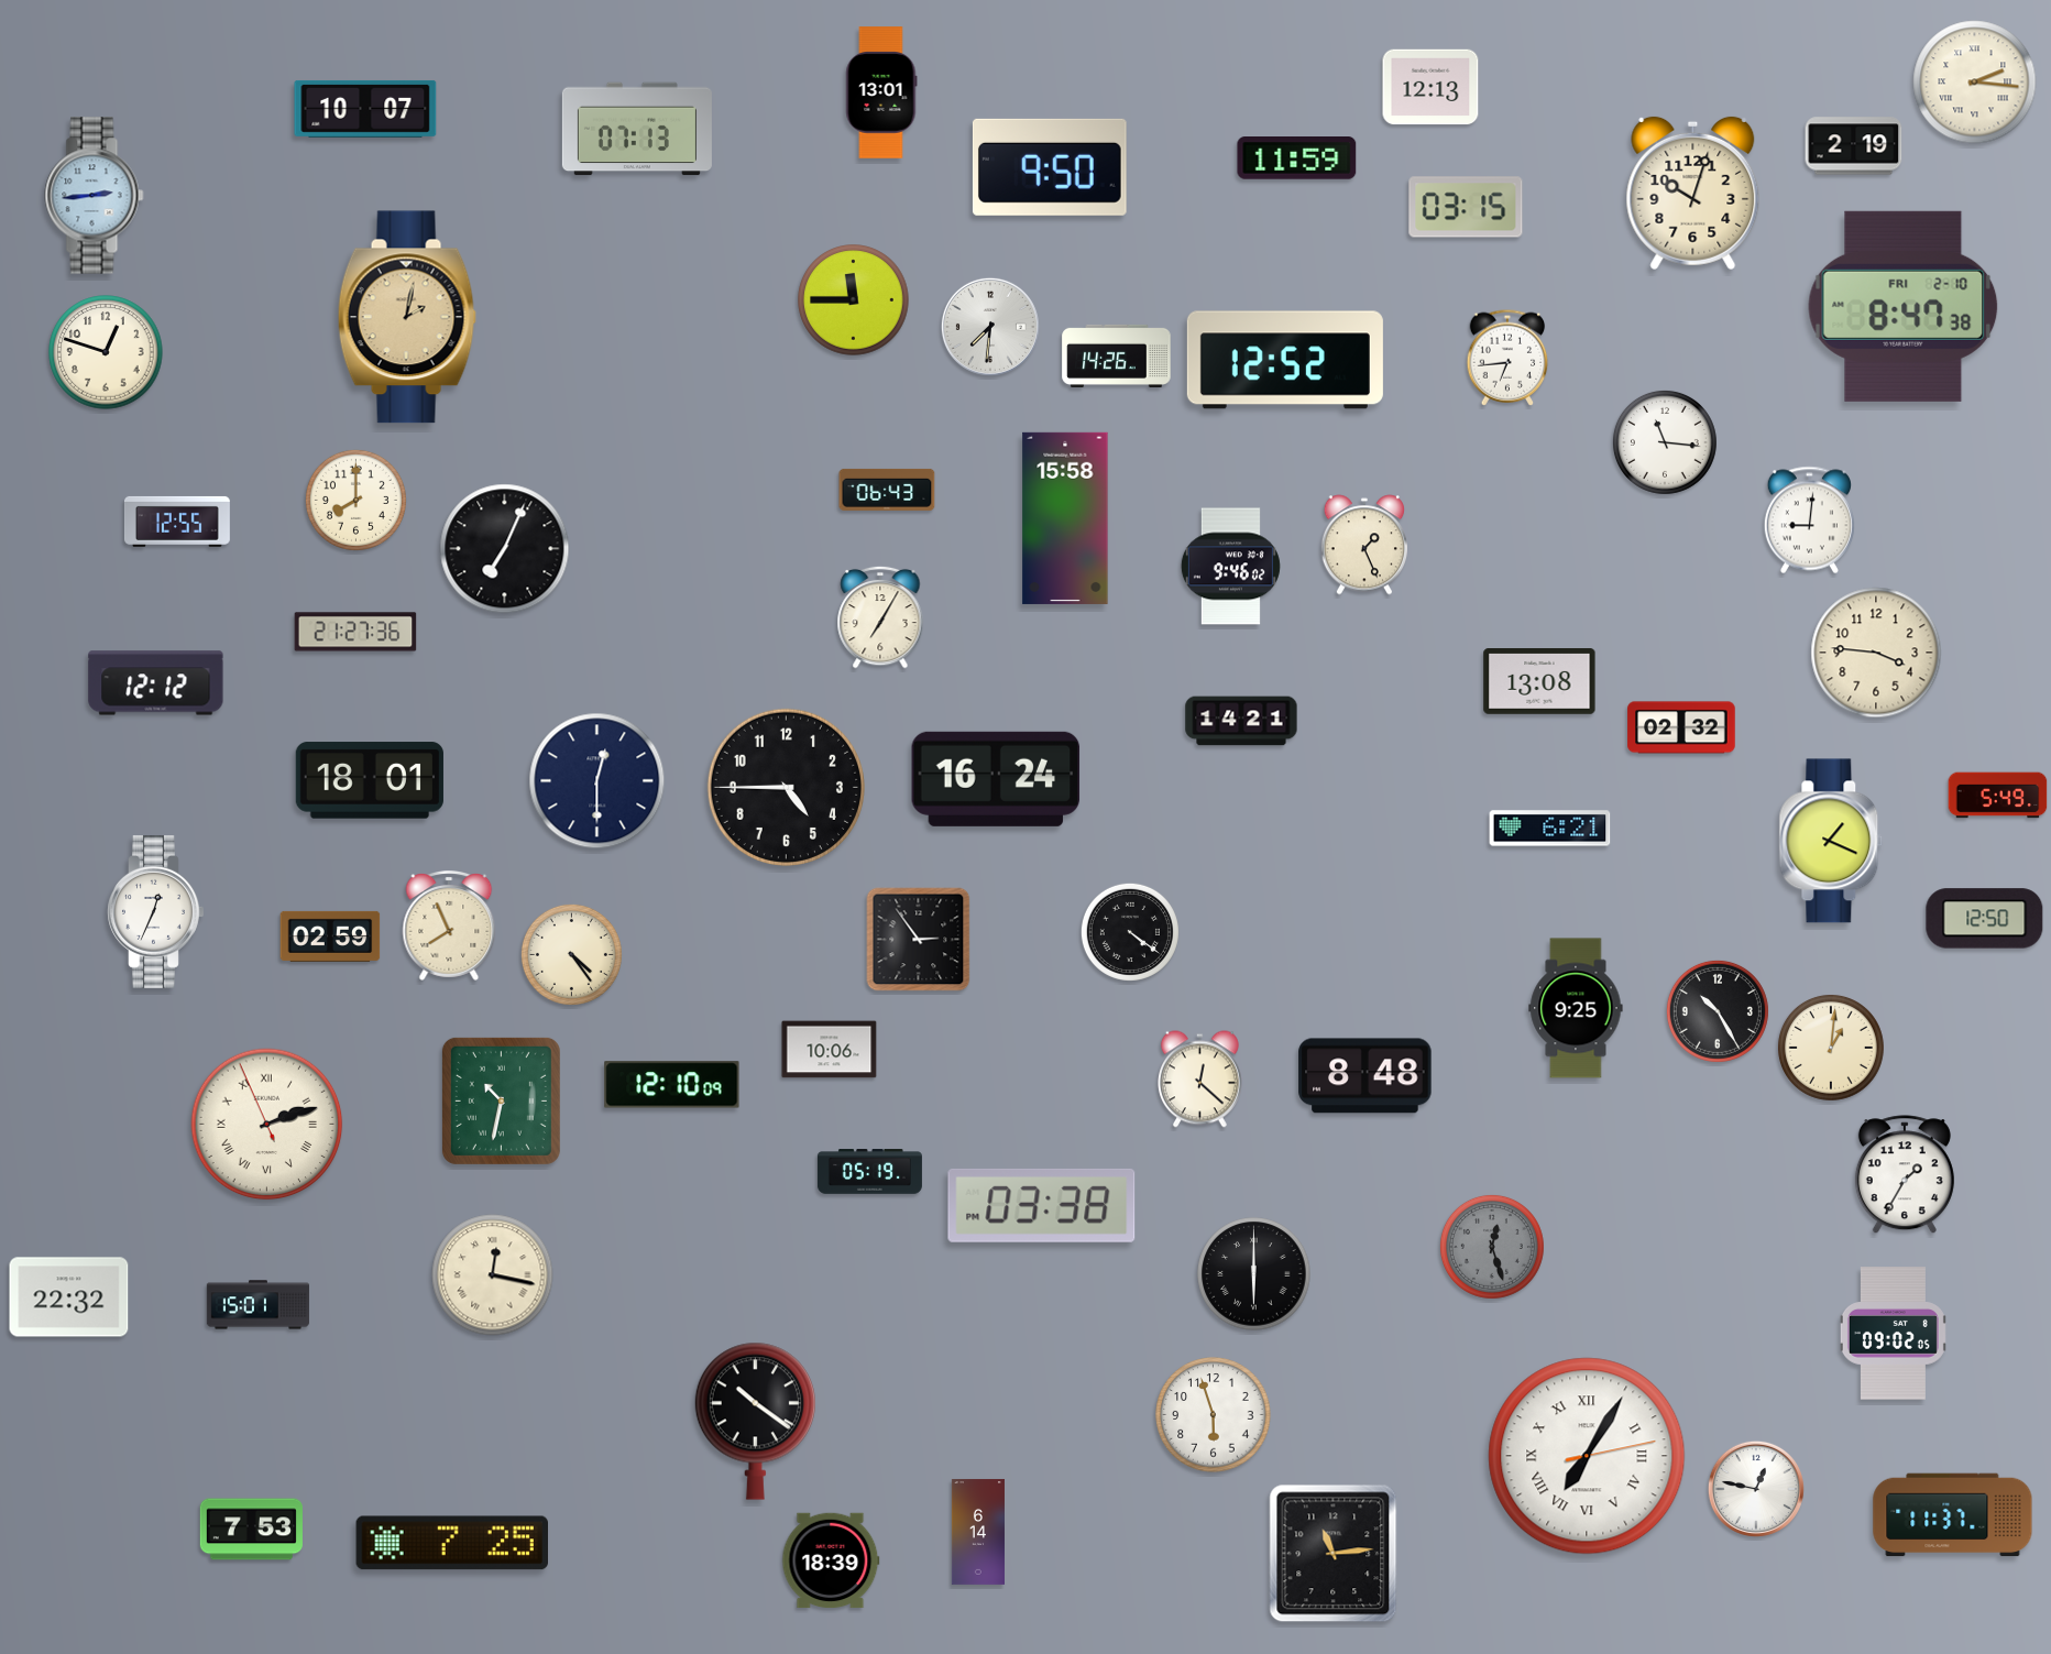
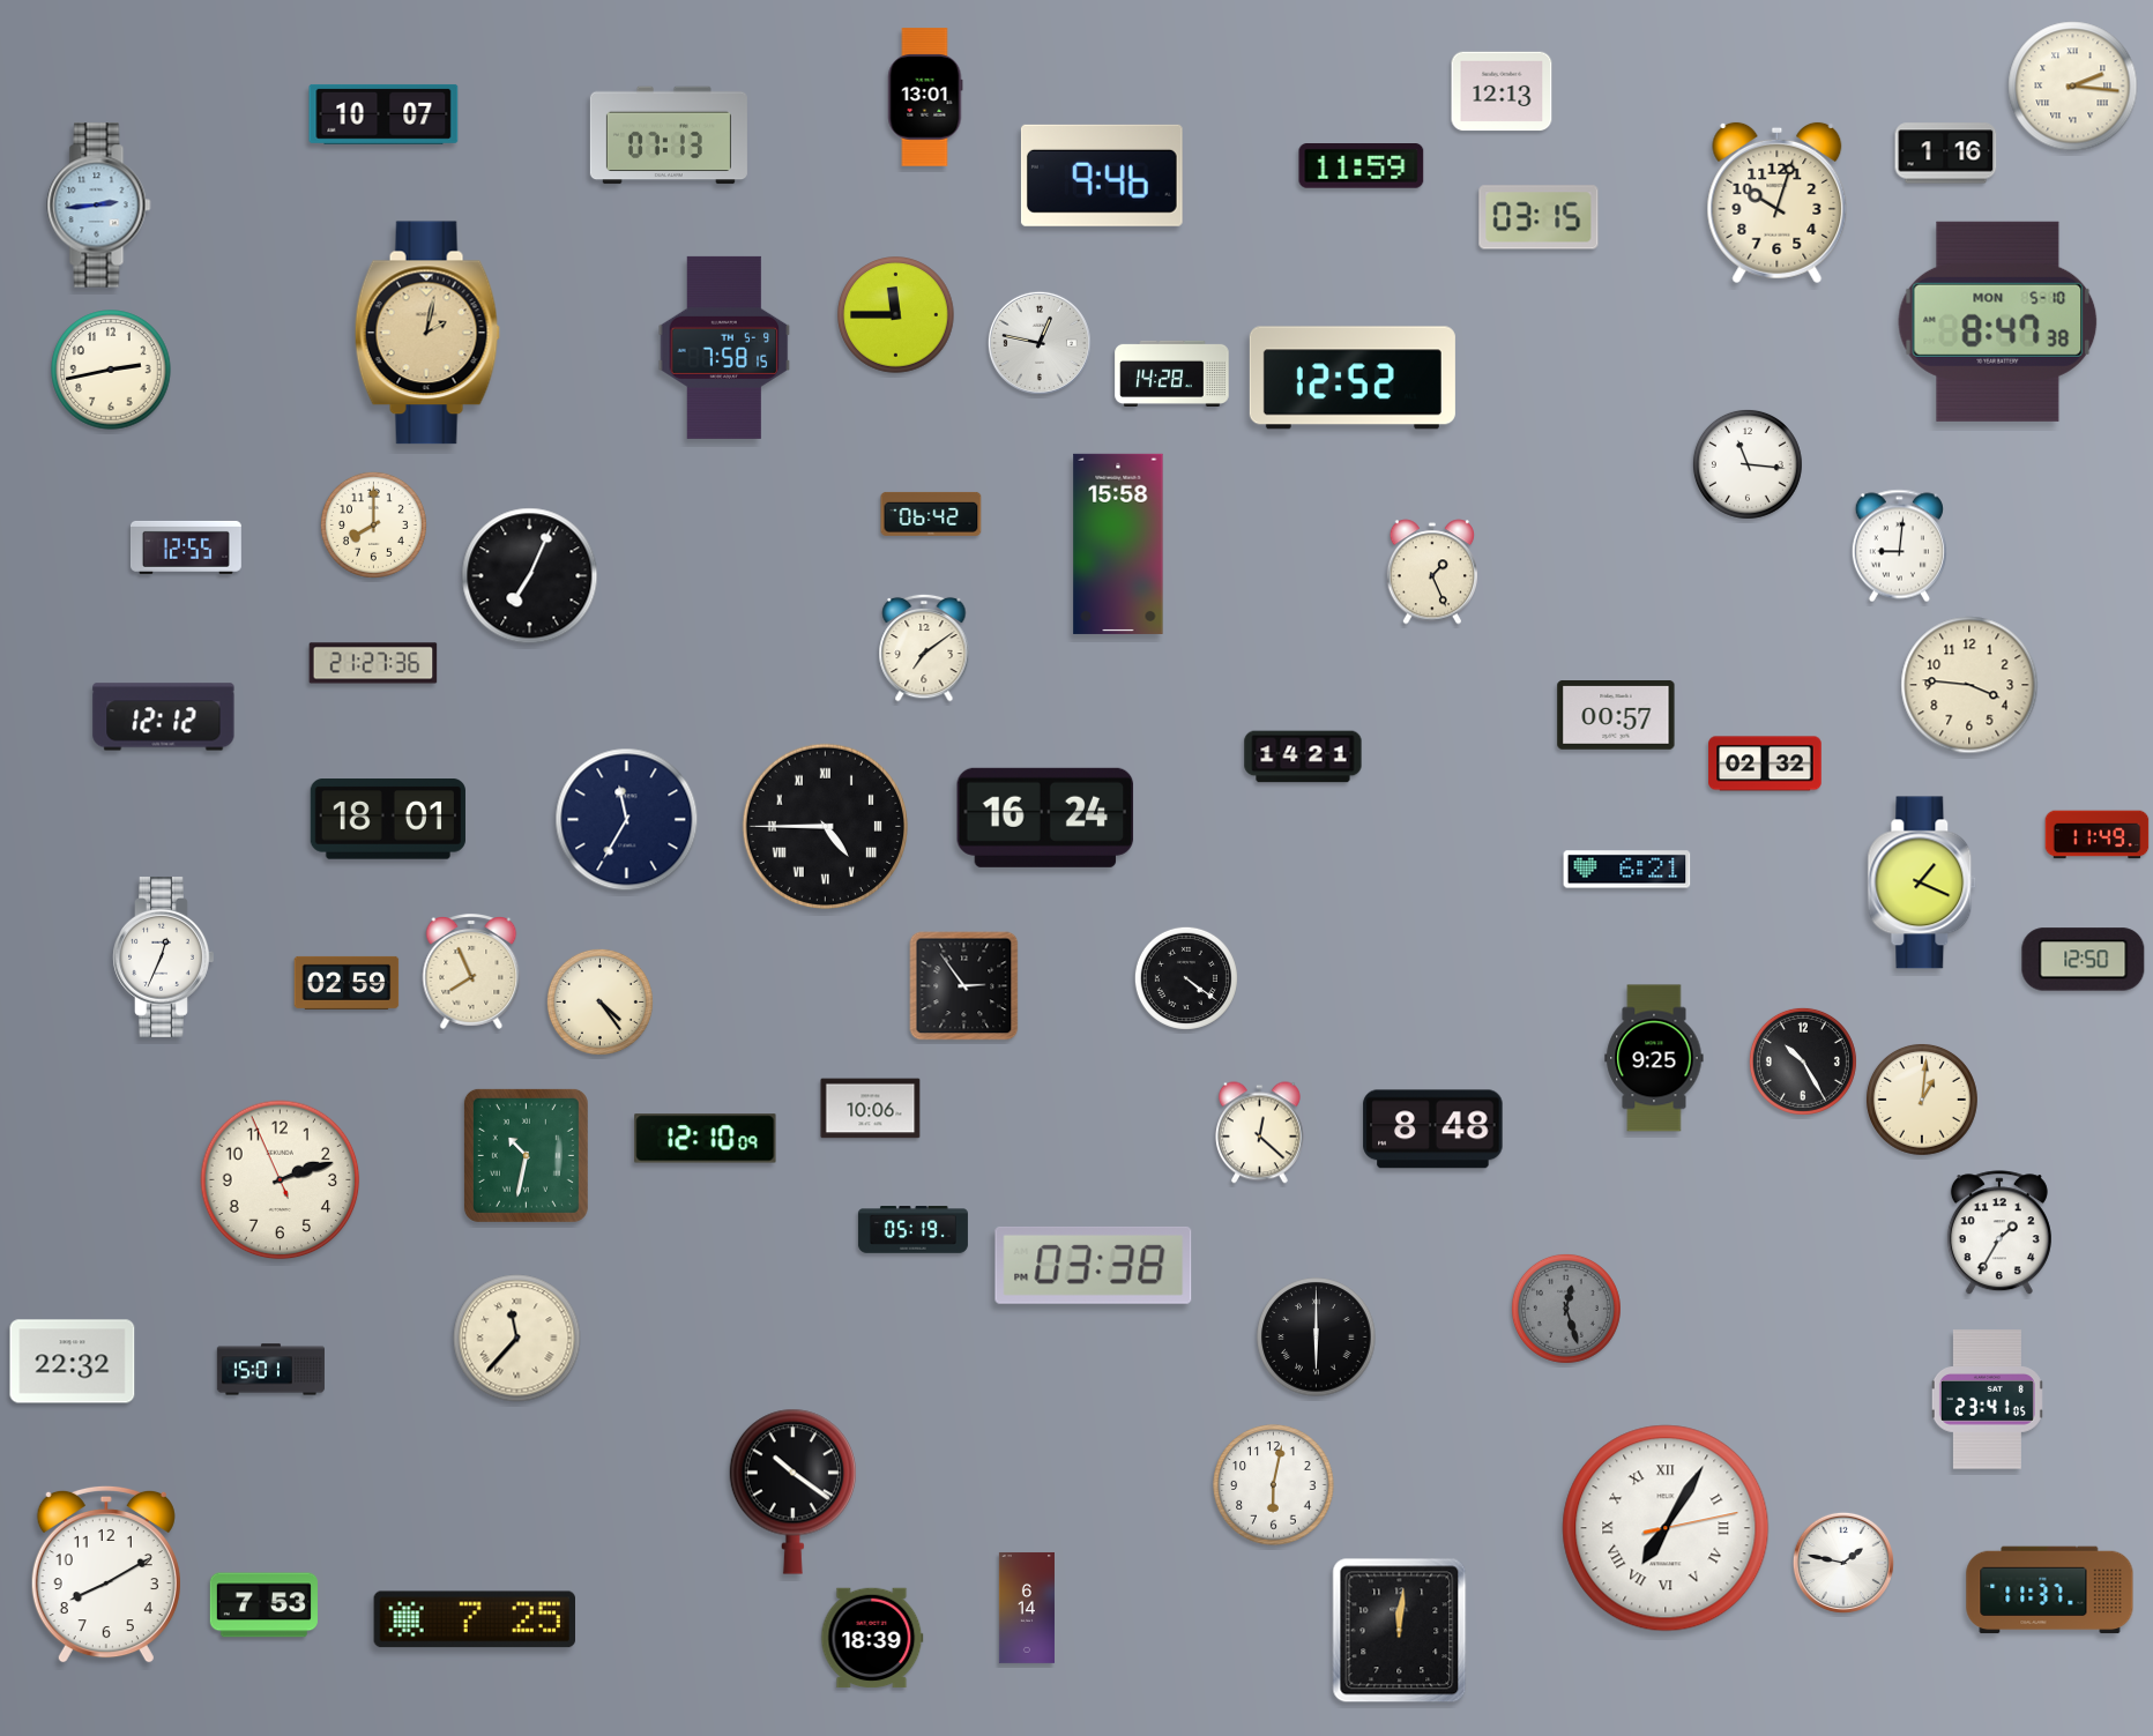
clock at (1854, 146): 2:19 -> 1:16
clock at (1050, 167): 9:50 -> 9:46
clock at (1904, 306) date: FRI 2-10 -> MON 5-10
clock at (990, 327): 7:31 -> 12:47
clock at (724, 348): none -> 7:58
clock at (106, 352): 12:48 -> 2:43
clock at (1117, 355): 14:26 -> 14:28
clock at (1507, 358): 6:44 -> none
clock at (1285, 360) position: (1285, 360) -> (1353, 378)
clock at (887, 490): 06:43 -> 06:42
clock at (1230, 567): 9:46 -> none
clock at (880, 617): 7:05 -> 7:09
clock at (1539, 682): 13:08 -> 00:57
clock at (597, 781): 12:30 -> 11:35
clock at (786, 787) numerals: Arabic -> Roman
clock at (1998, 796): 5:49 -> 11:49
clock at (1985, 919) position: (1985, 919) -> (2084, 960)
clock at (830, 1050) position: (830, 1050) -> (871, 1109)
clock at (267, 1125) numerals: Roman -> Arabic
clock at (493, 1275): 12:17 -> 11:37
clock at (1893, 1334): 09:02 -> 23:41
clock at (1214, 1415): 5:57 -> 6:02
clock at (1756, 1489): 12:47 -> 1:47
clock at (106, 1574): none -> 8:10
clock at (1334, 1554): 11:14 -> 12:01
